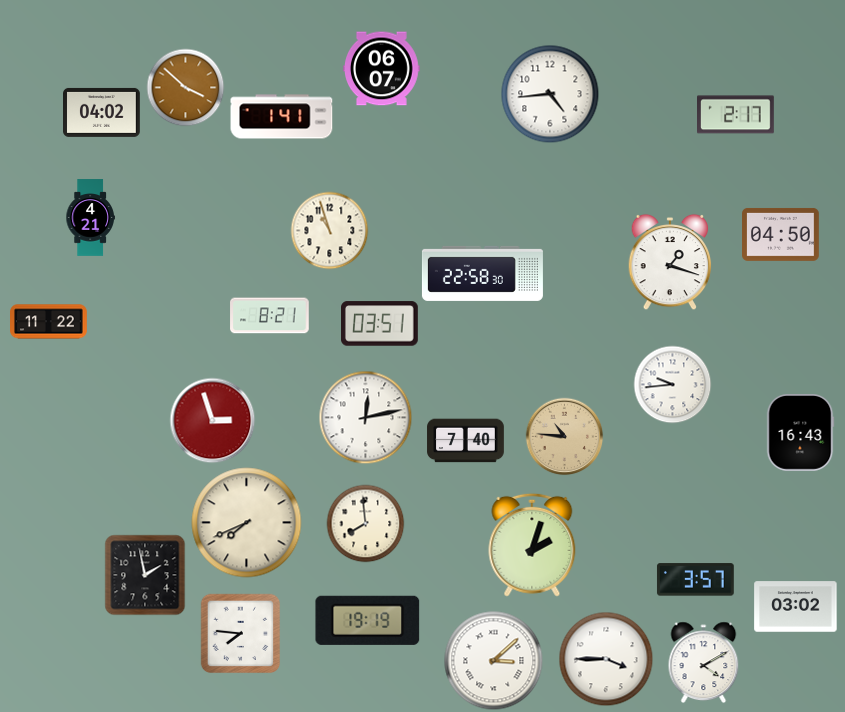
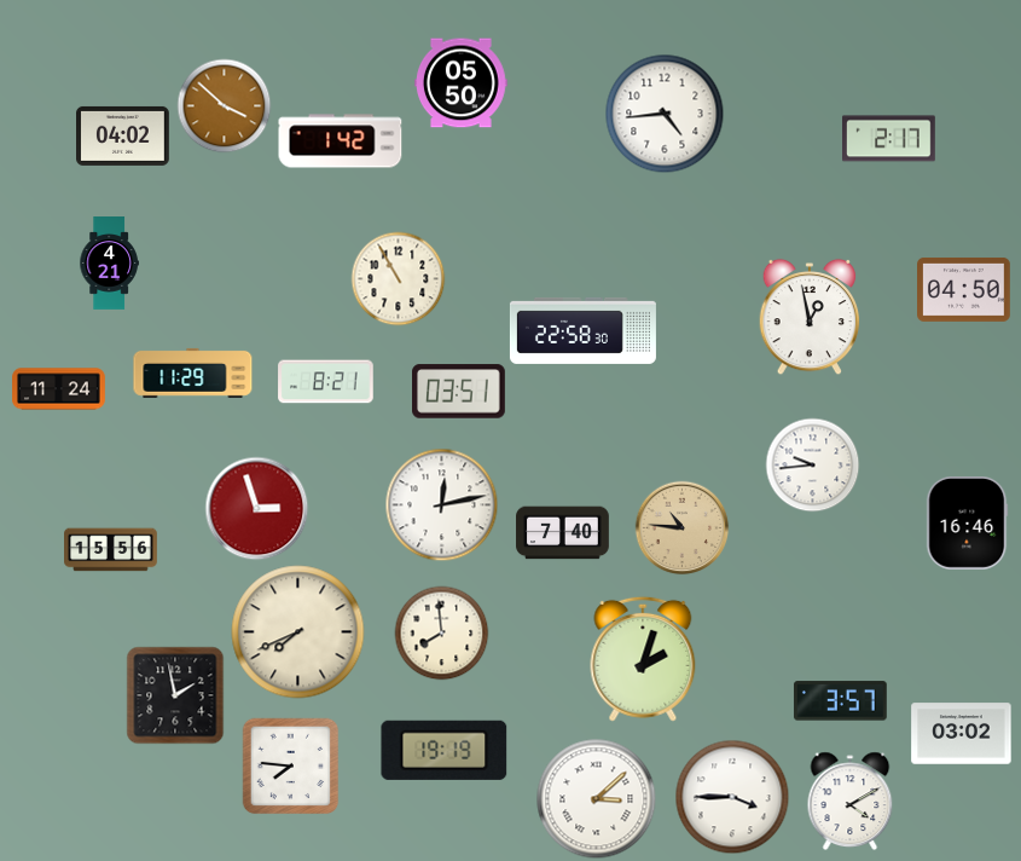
clock at (382, 69): 06:07 -> 05:50
clock at (282, 117): 1:41 -> 1:42
clock at (329, 230): 10:57 -> 10:55
clock at (781, 234) position: (781, 234) -> (964, 289)
clock at (670, 262): 1:18 -> 12:58
clock at (193, 372): none -> 11:29
clock at (49, 322): 11:22 -> 11:24
clock at (800, 433): 16:43 -> 16:46
clock at (111, 550): none -> 15:56
